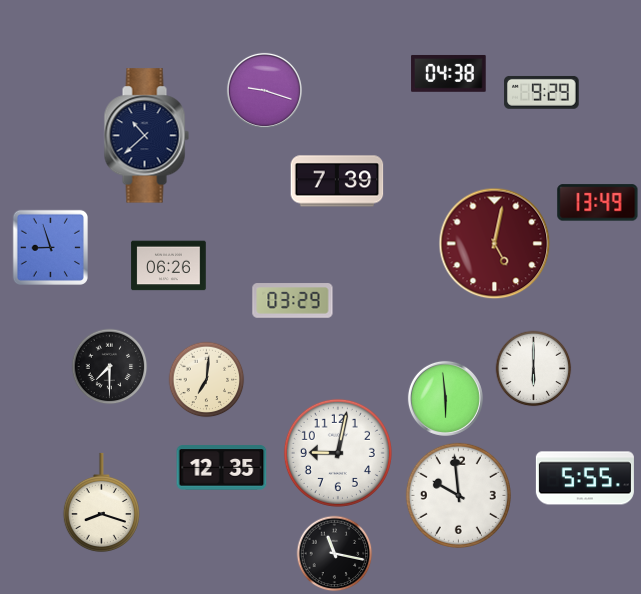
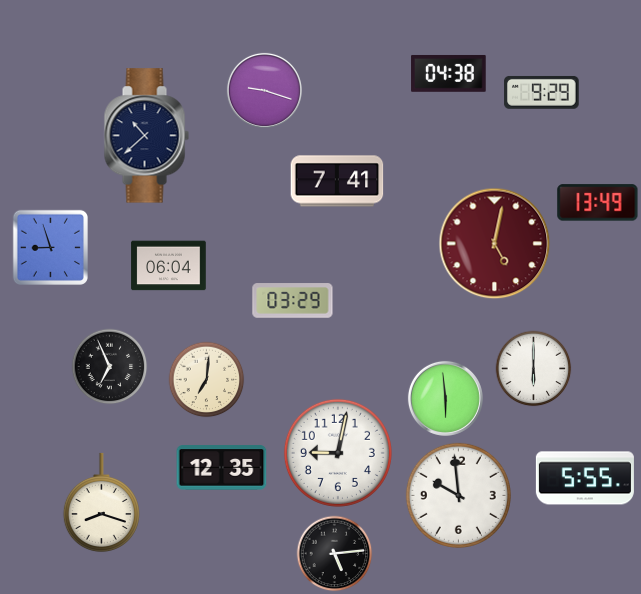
clock at (337, 181): 7:39 -> 7:41
clock at (169, 266): 06:26 -> 06:04
clock at (110, 367): 7:30 -> 6:56
clock at (335, 554): 11:17 -> 5:14
